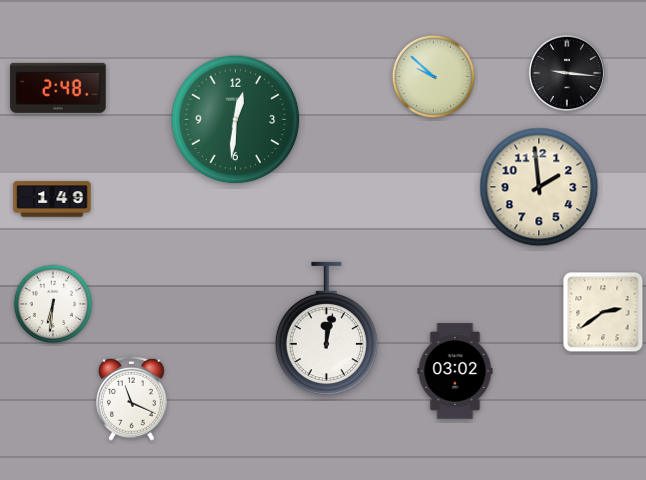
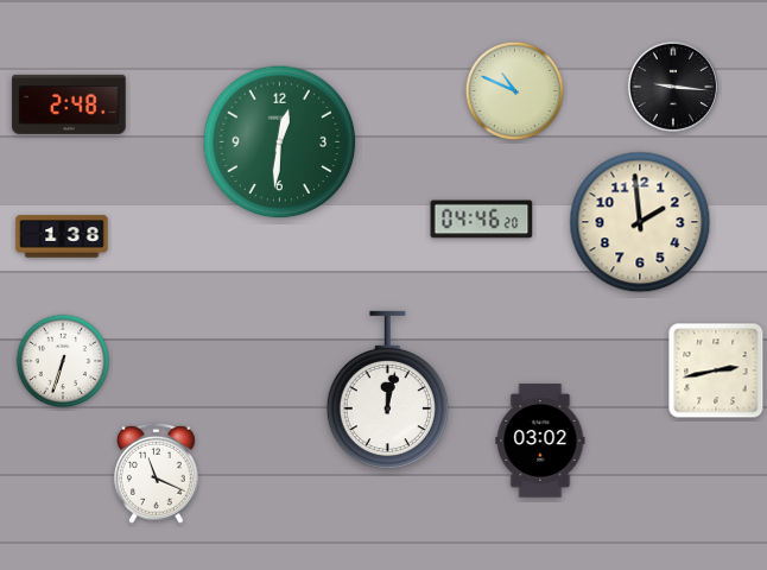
clock at (433, 76): 9:52 -> 10:49
clock at (482, 220): none -> 04:46
clock at (52, 199): 1:49 -> 1:38
clock at (53, 304): 6:31 -> 6:33
clock at (603, 312): 2:39 -> 2:43
